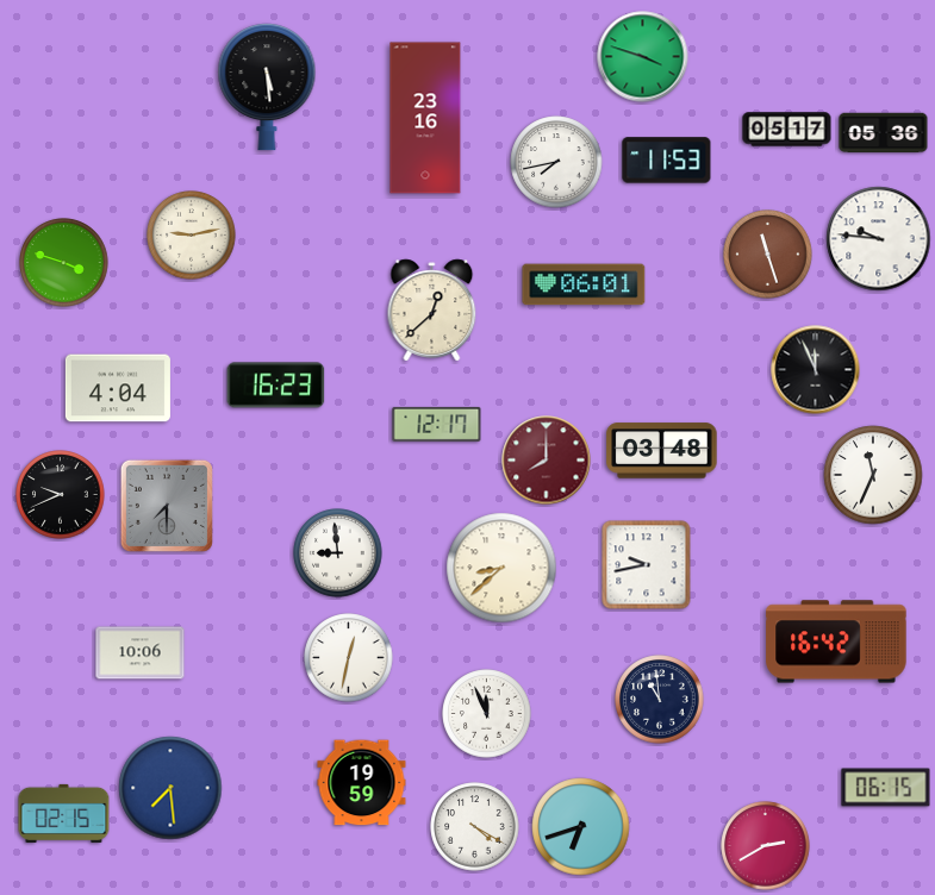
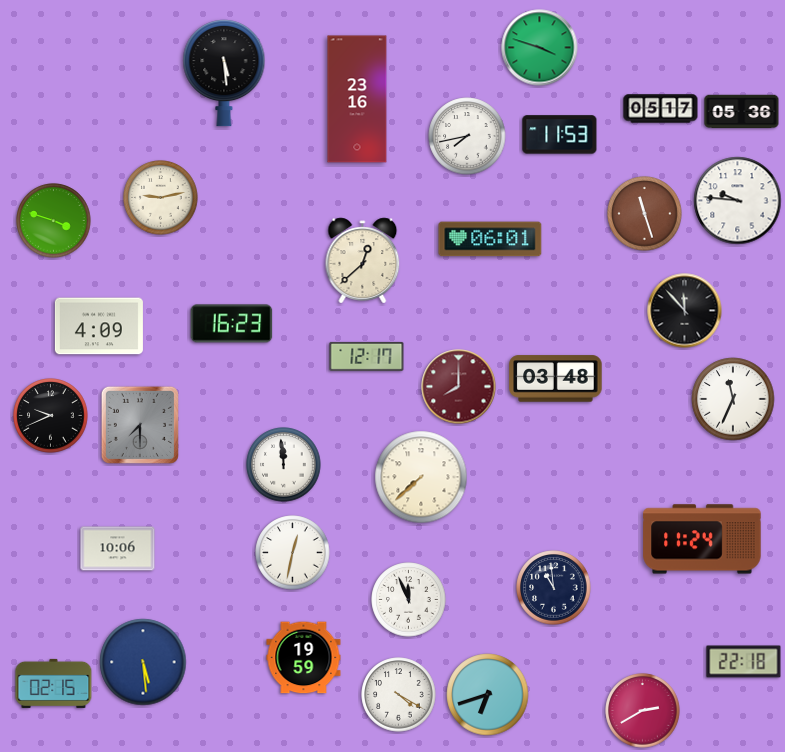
clock at (816, 370): 11:56 -> 11:53
clock at (118, 388): 4:04 -> 4:09
clock at (338, 553): 8:59 -> 11:59
clock at (647, 565): 9:43 -> none
clock at (501, 568): 8:38 -> 7:38
clock at (836, 641): 16:42 -> 11:24
clock at (170, 788): 7:29 -> 5:29
clock at (886, 788): 06:15 -> 22:18
